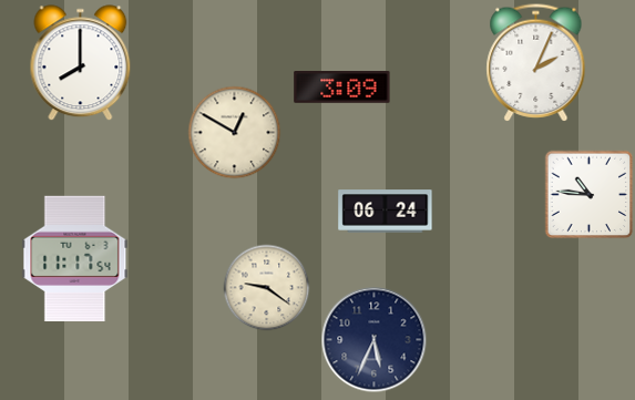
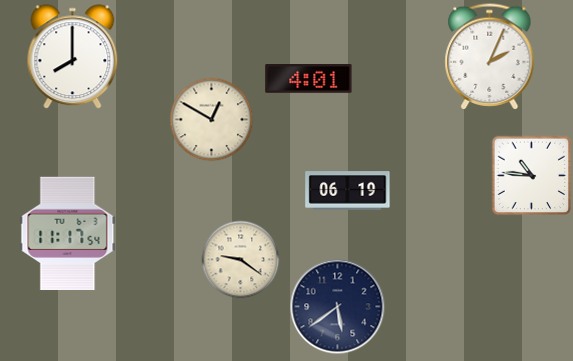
clock at (536, 63) position: (536, 63) -> (490, 57)
clock at (342, 88): 3:09 -> 4:01
clock at (386, 212): 06:24 -> 06:19
clock at (373, 339): 5:34 -> 5:39
